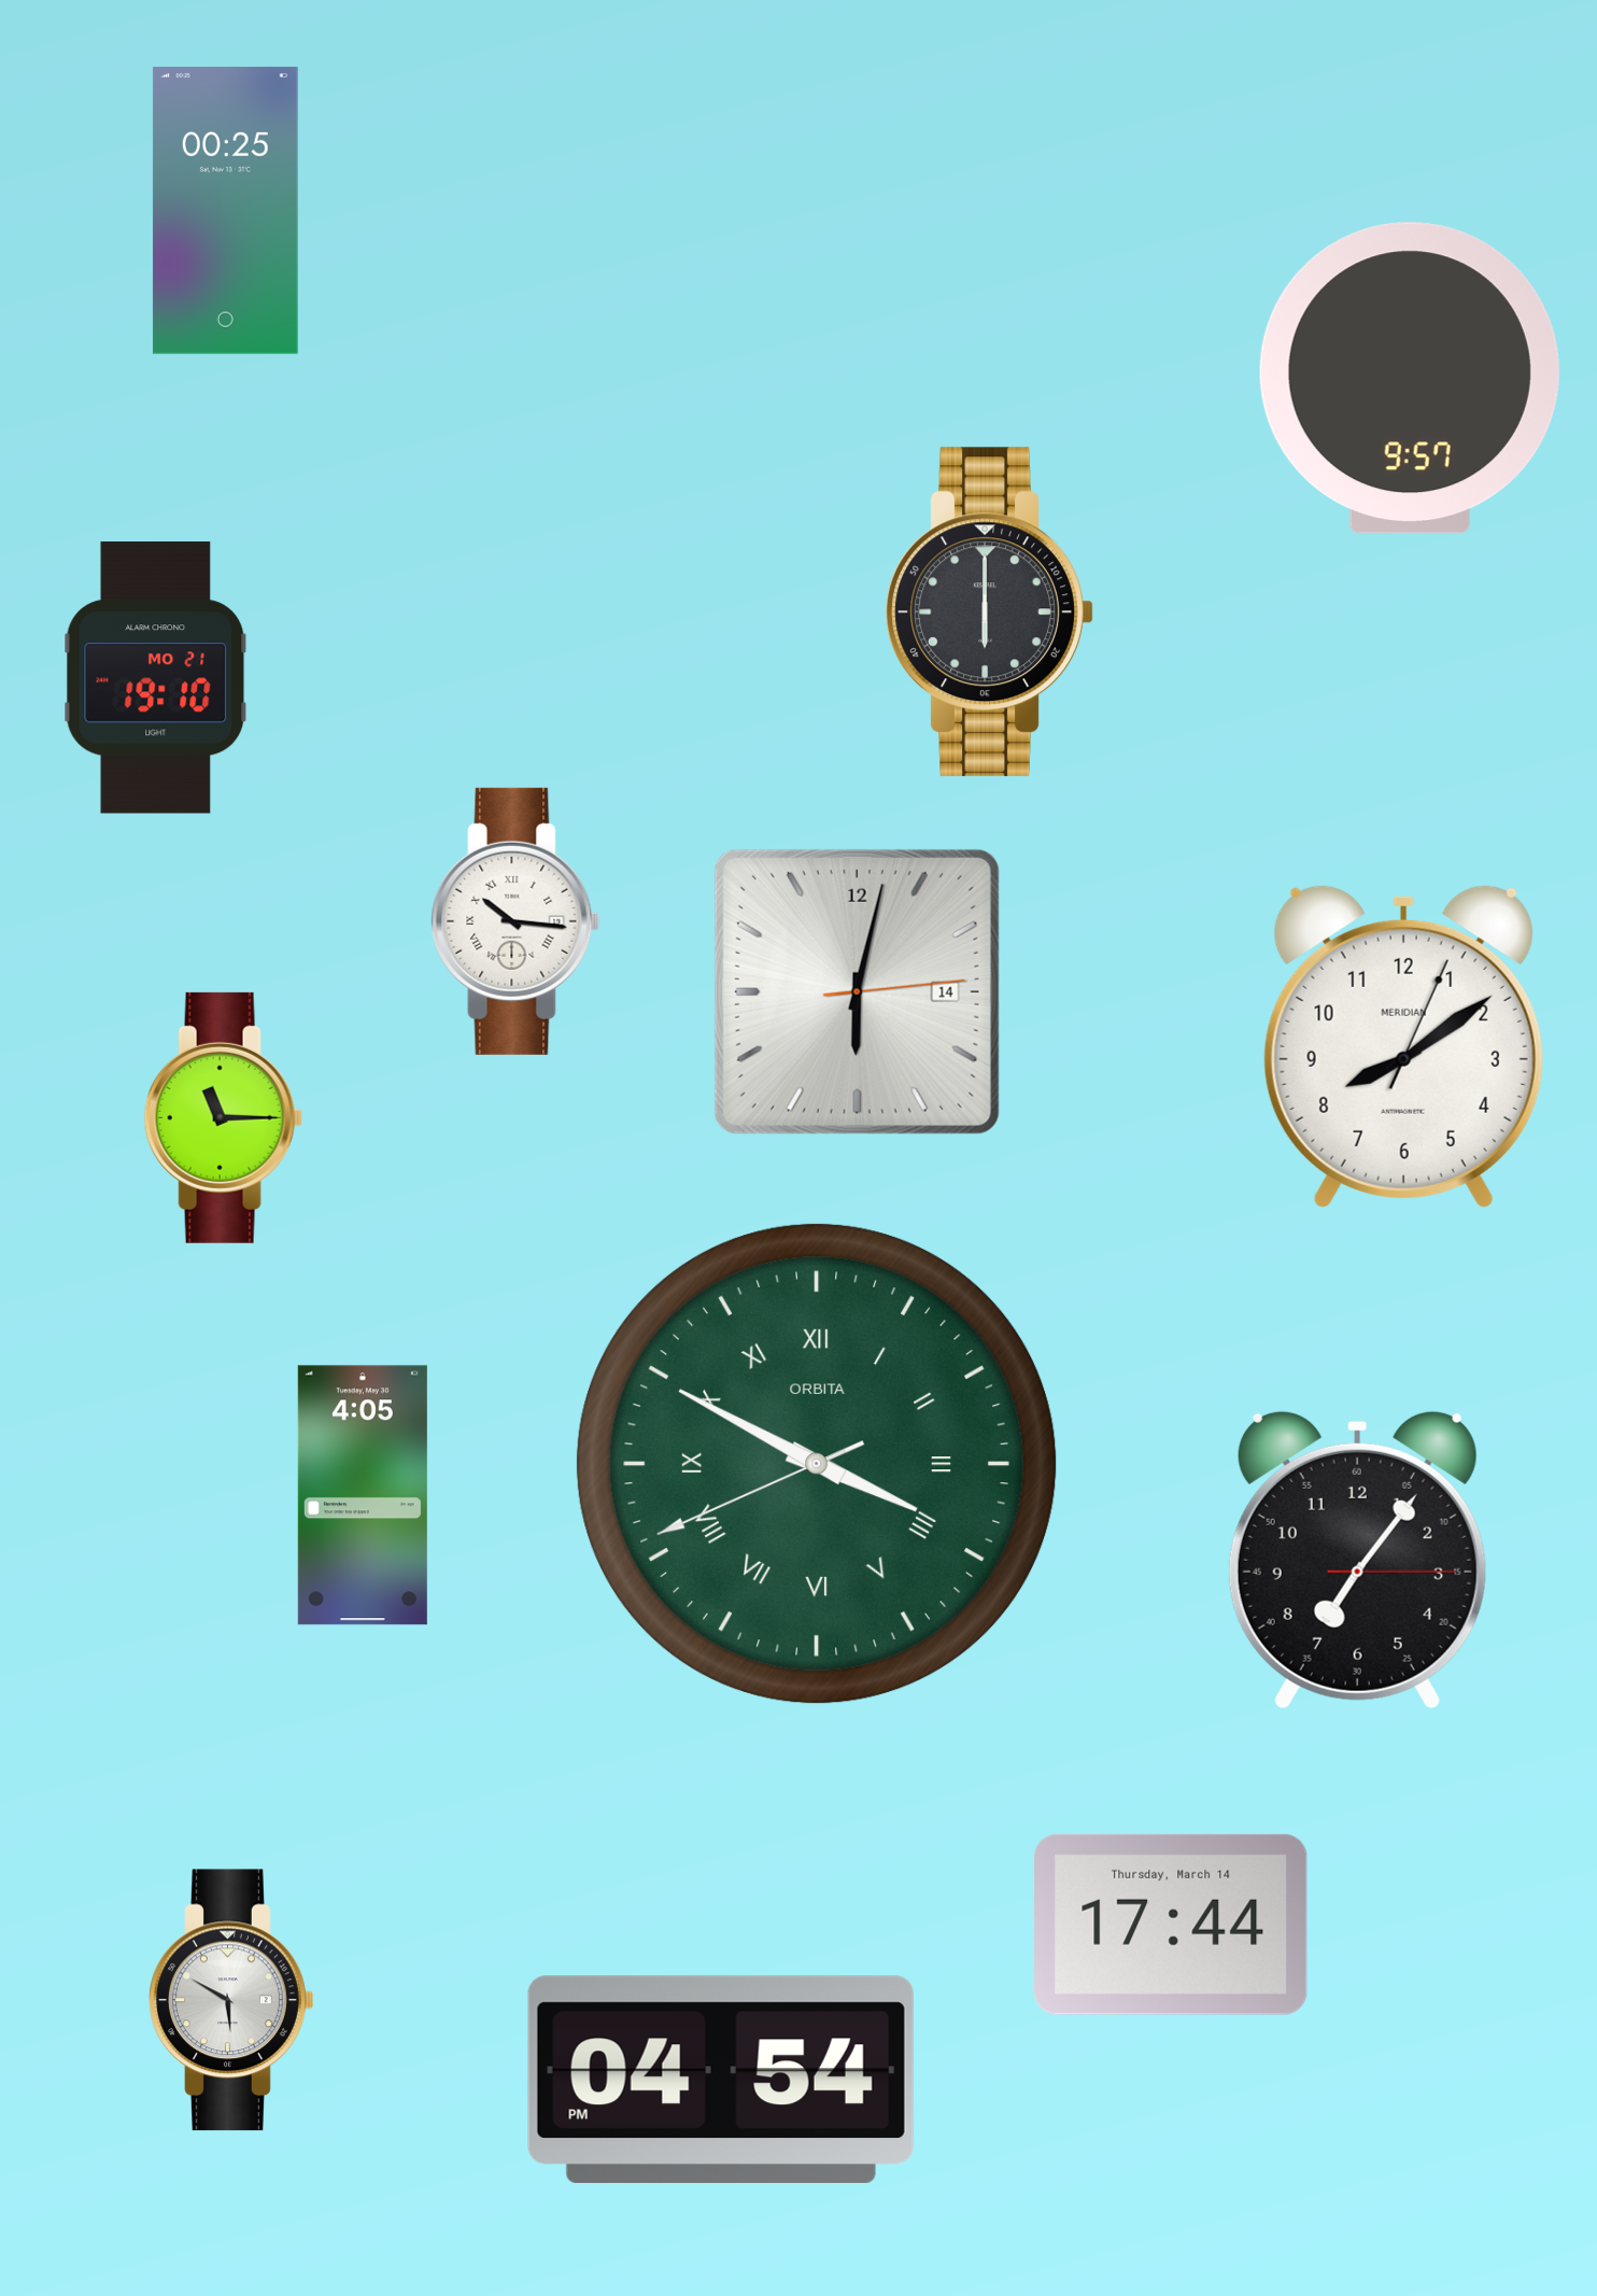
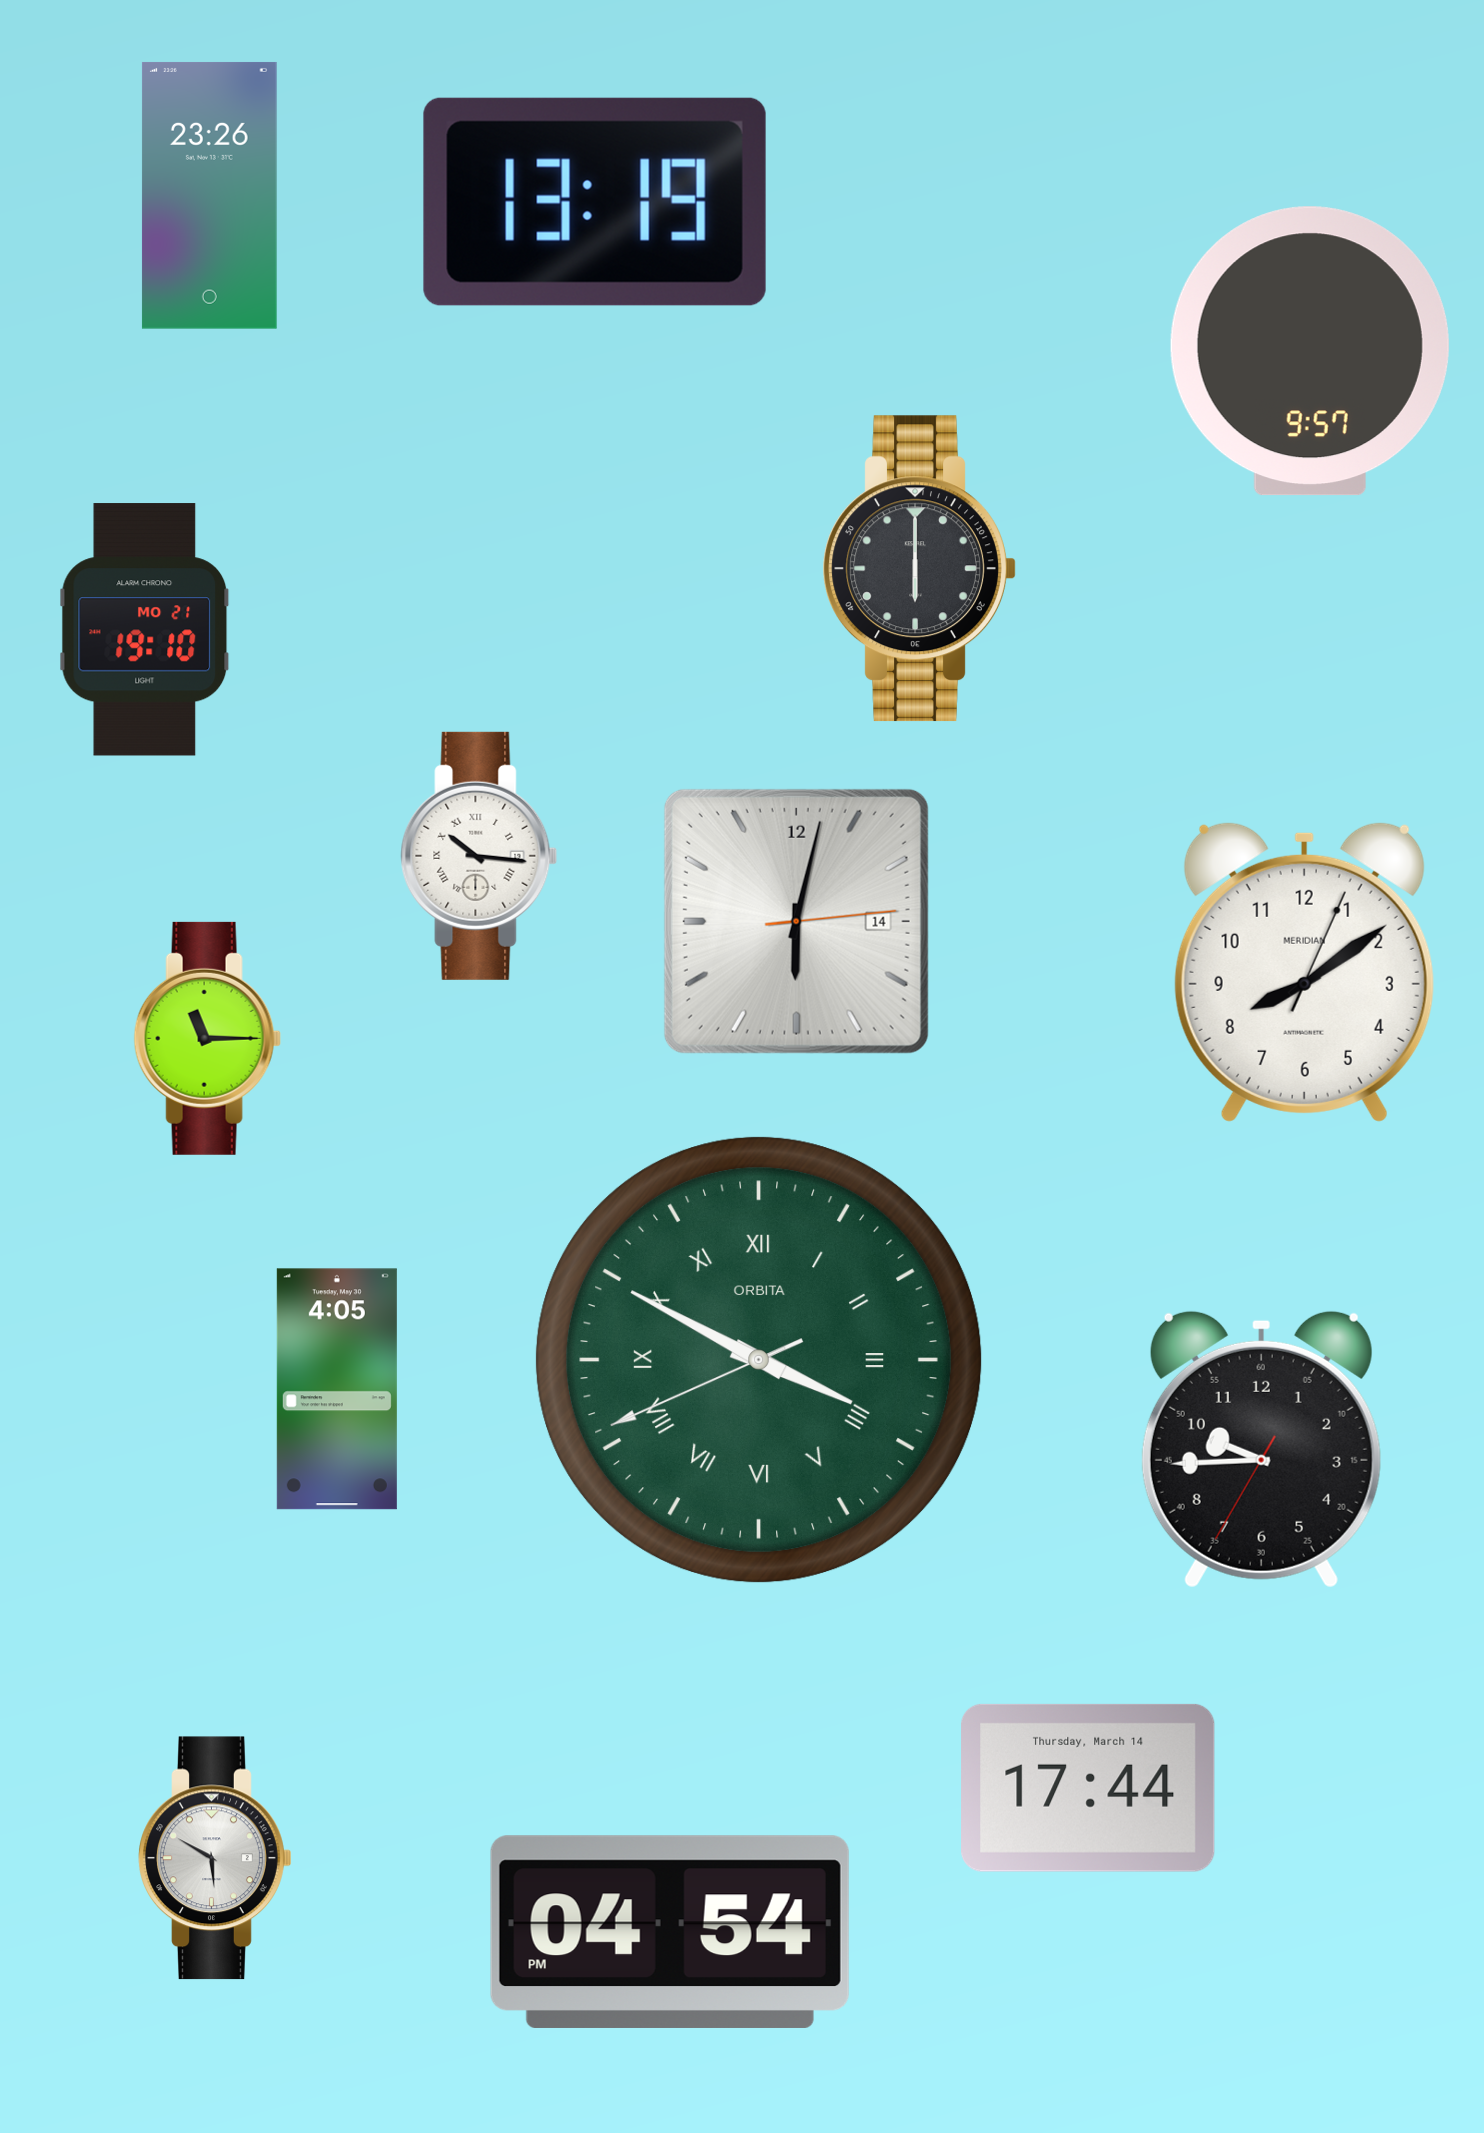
clock at (225, 210): 00:25 -> 23:26
clock at (595, 202): none -> 13:19
clock at (1357, 1560): 7:06 -> 9:44
